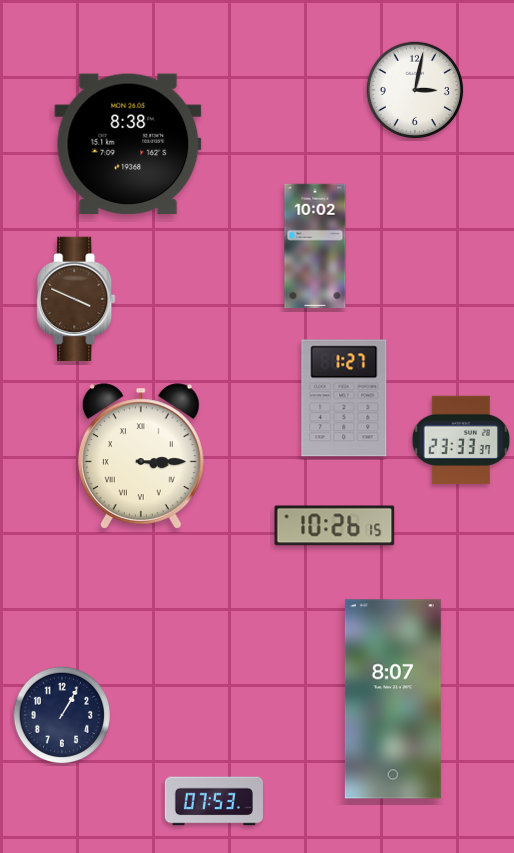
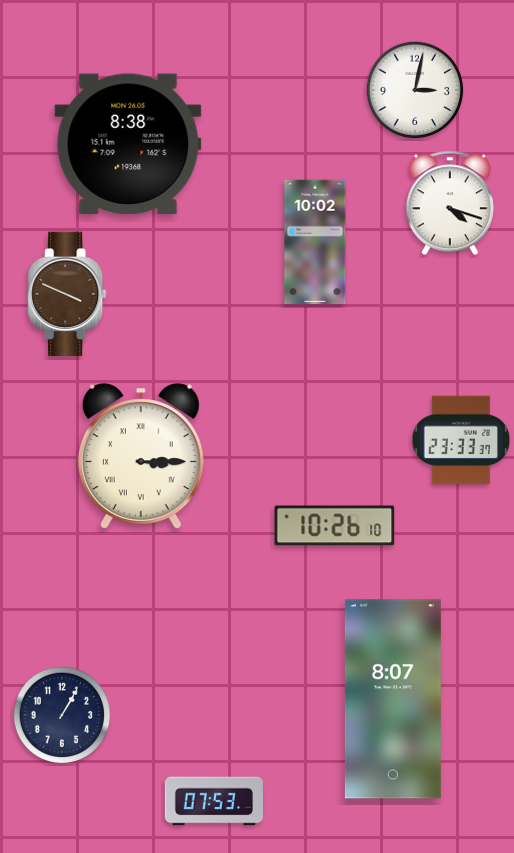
clock at (450, 203): none -> 4:18
clock at (315, 246) position: (315, 246) -> (315, 242)
clock at (76, 299) position: (76, 299) -> (67, 294)
clock at (344, 398): 1:27 -> none
clock at (335, 526): 10:26:15 -> 10:26:10
